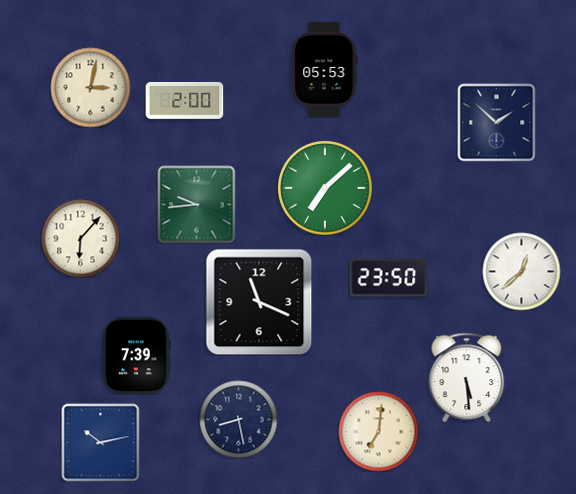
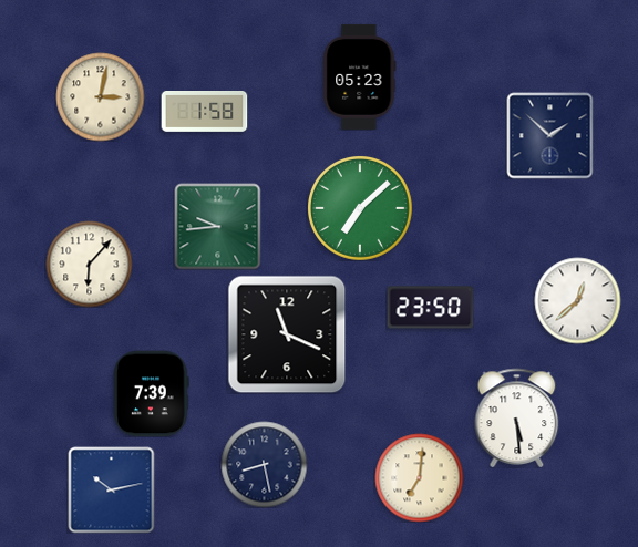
clock at (325, 69): 05:53 -> 05:23
clock at (184, 101): 2:00 -> 1:58
